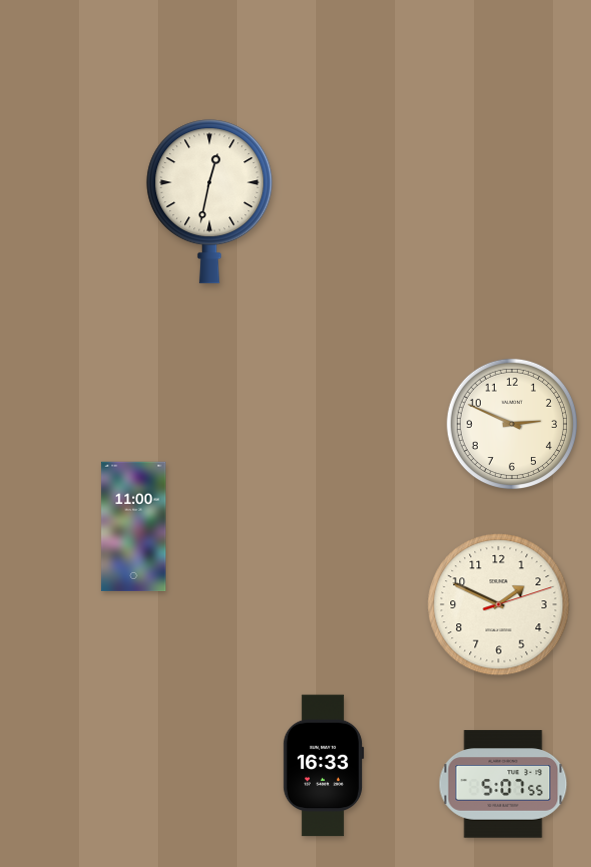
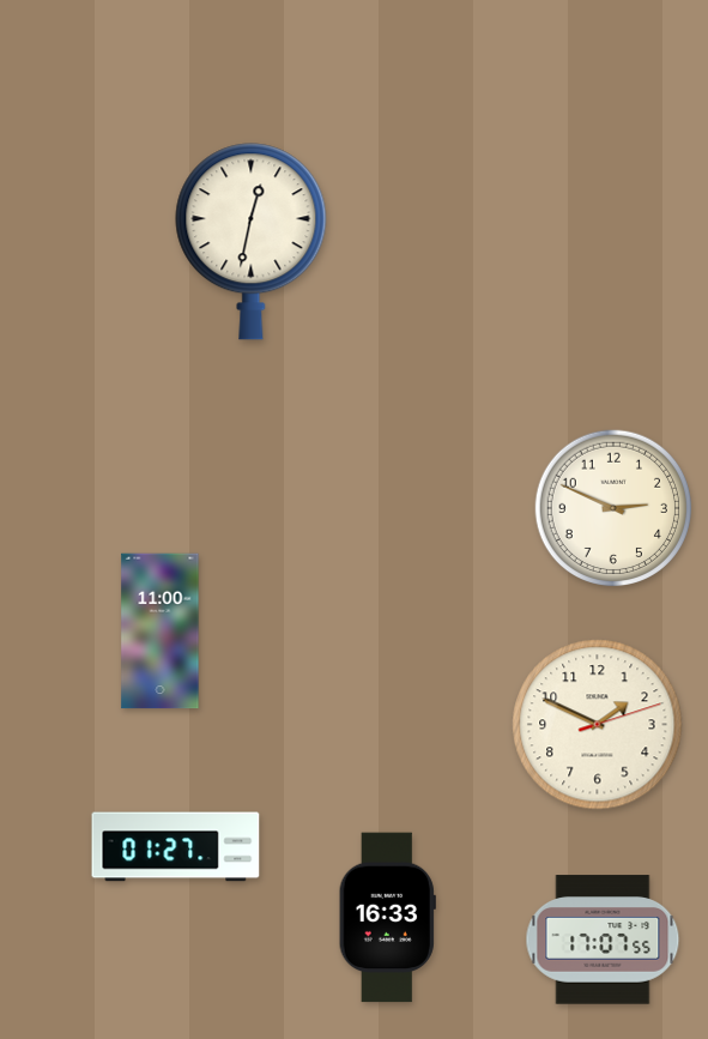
clock at (176, 847): none -> 01:27
clock at (503, 784): 5:07 -> 17:07
